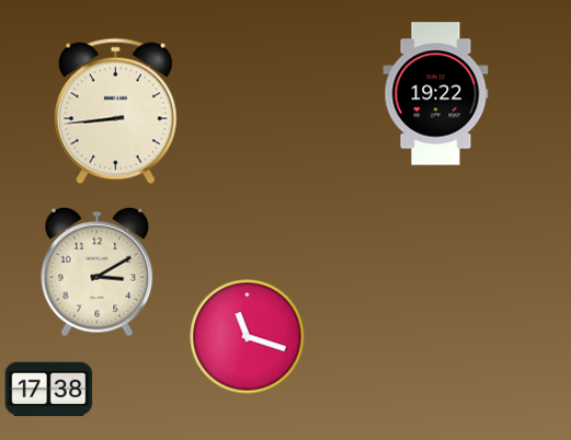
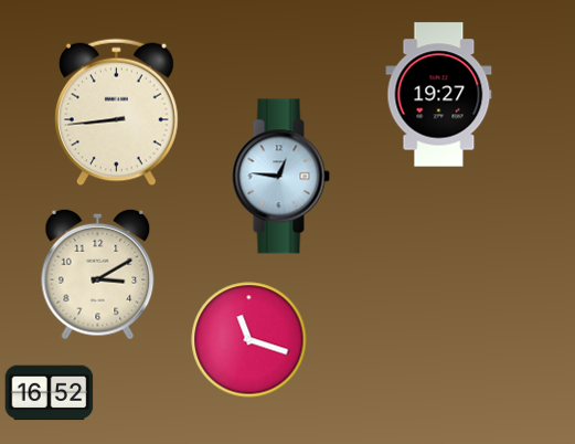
clock at (436, 94): 19:22 -> 19:27
clock at (280, 177): none -> 12:46
clock at (49, 390): 17:38 -> 16:52
